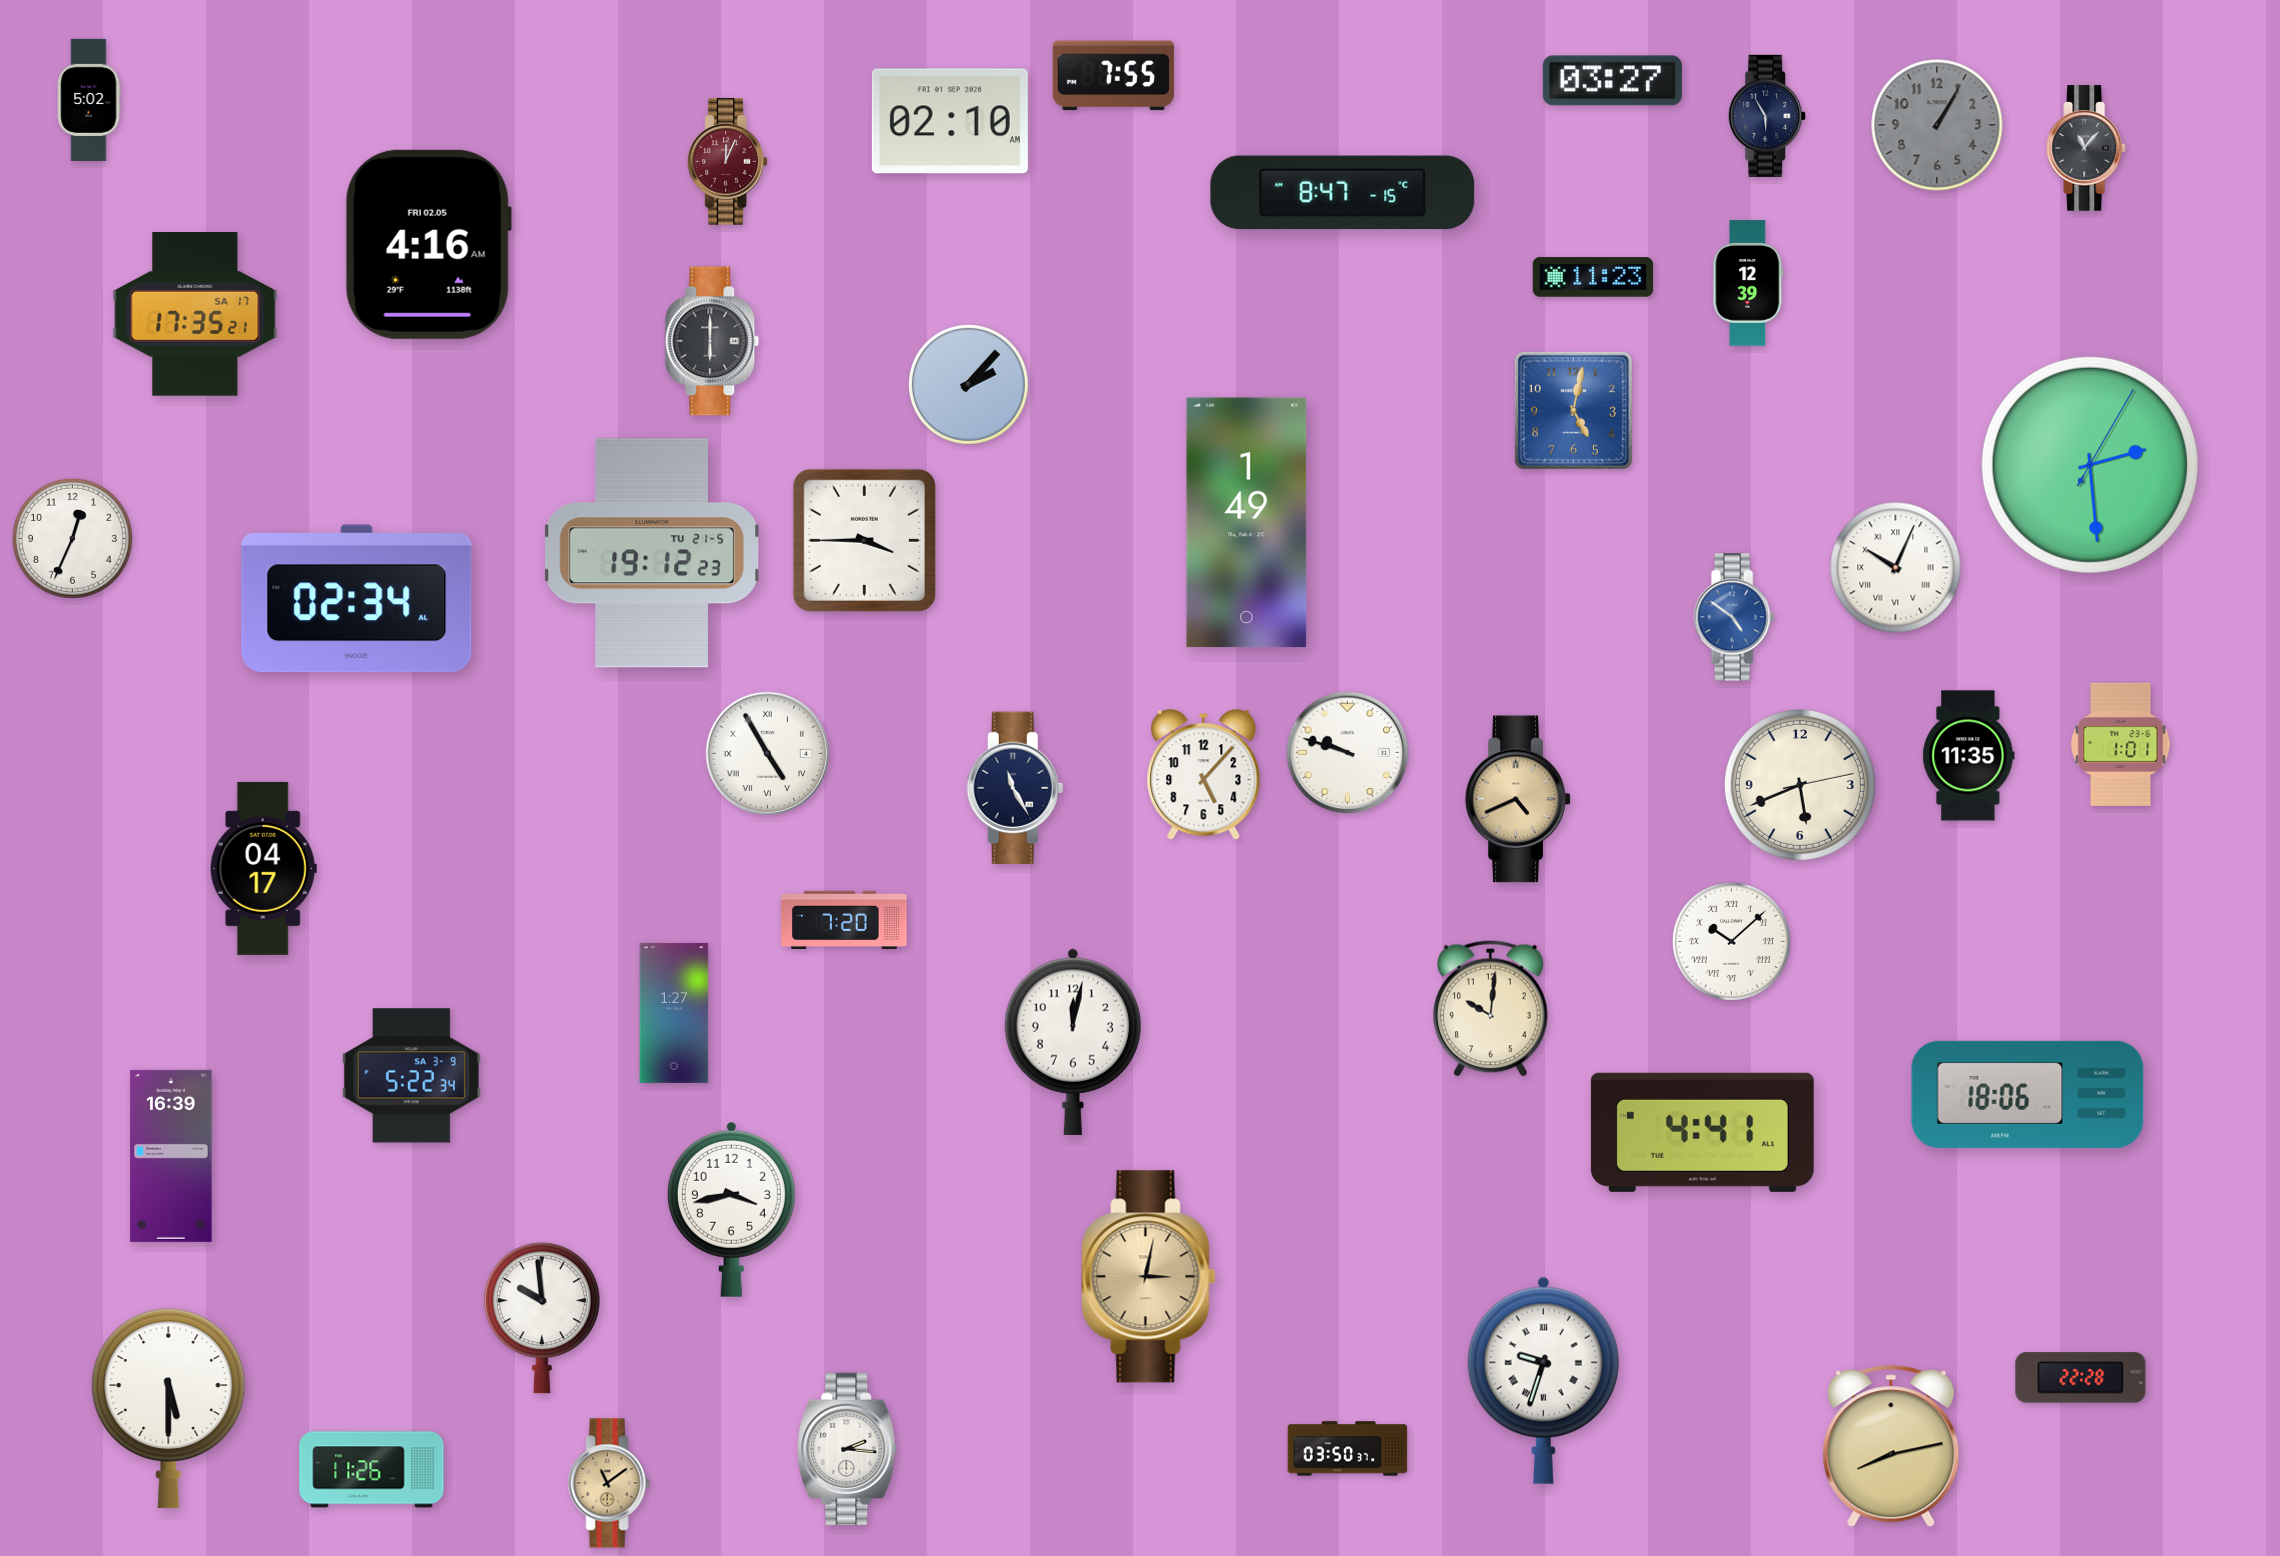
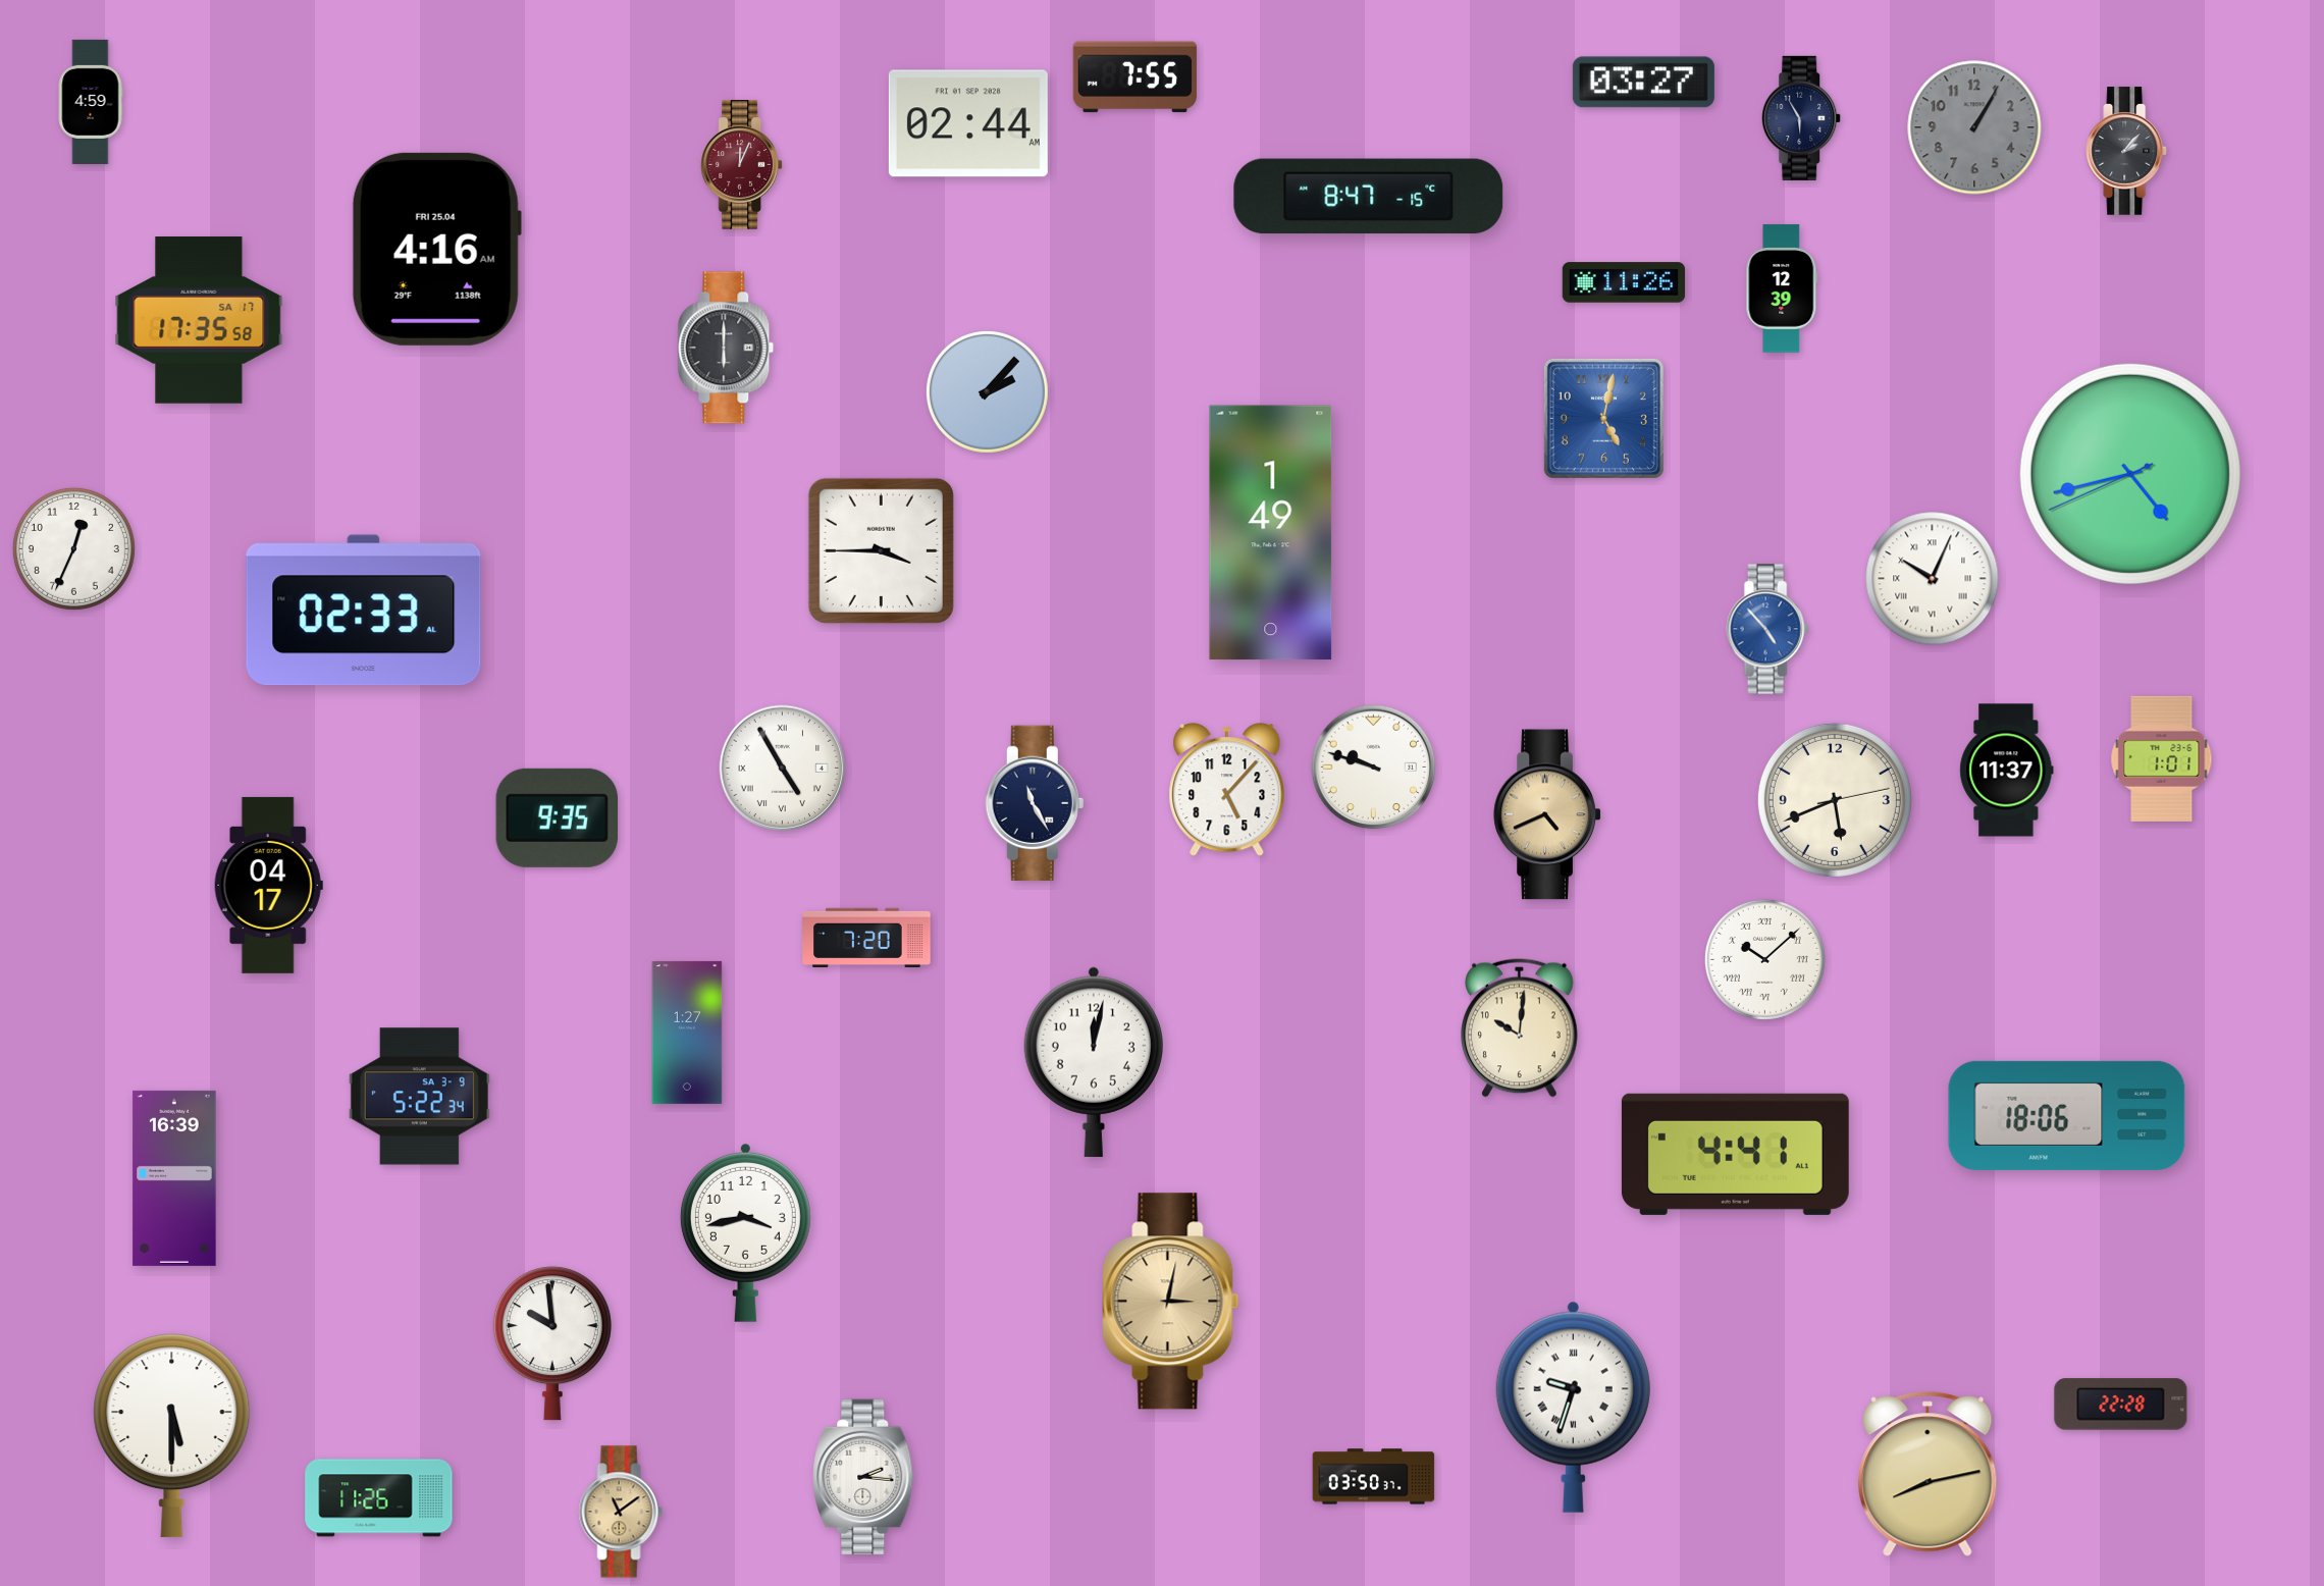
clock at (89, 100): 5:02 -> 4:59
clock at (950, 121): 02:10 -> 02:44
clock at (2087, 148): 11:07 -> 2:07
clock at (428, 244) date: FRI 02.05 -> FRI 25.04
clock at (1593, 277): 11:23 -> 11:26
clock at (195, 314): 17:35:21 -> 17:35:58
clock at (2090, 465): 2:29 -> 4:42
clock at (651, 553): 19:12 -> none
clock at (357, 599): 02:34 -> 02:33
clock at (1734, 617): 4:51 -> 4:53
clock at (1969, 756): 11:35 -> 11:37
clock at (557, 817): none -> 9:35
clock at (844, 919) position: (844, 919) -> (866, 937)
